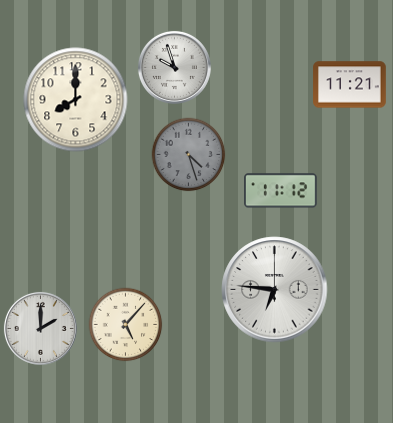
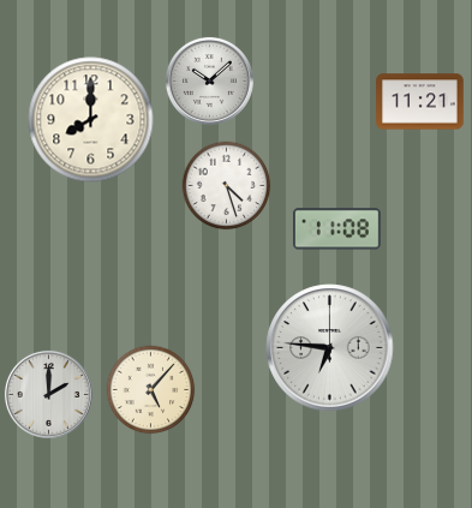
clock at (174, 67): 9:57 -> 10:08
clock at (189, 155) dial: grey -> white
clock at (281, 191): 11:12 -> 11:08
